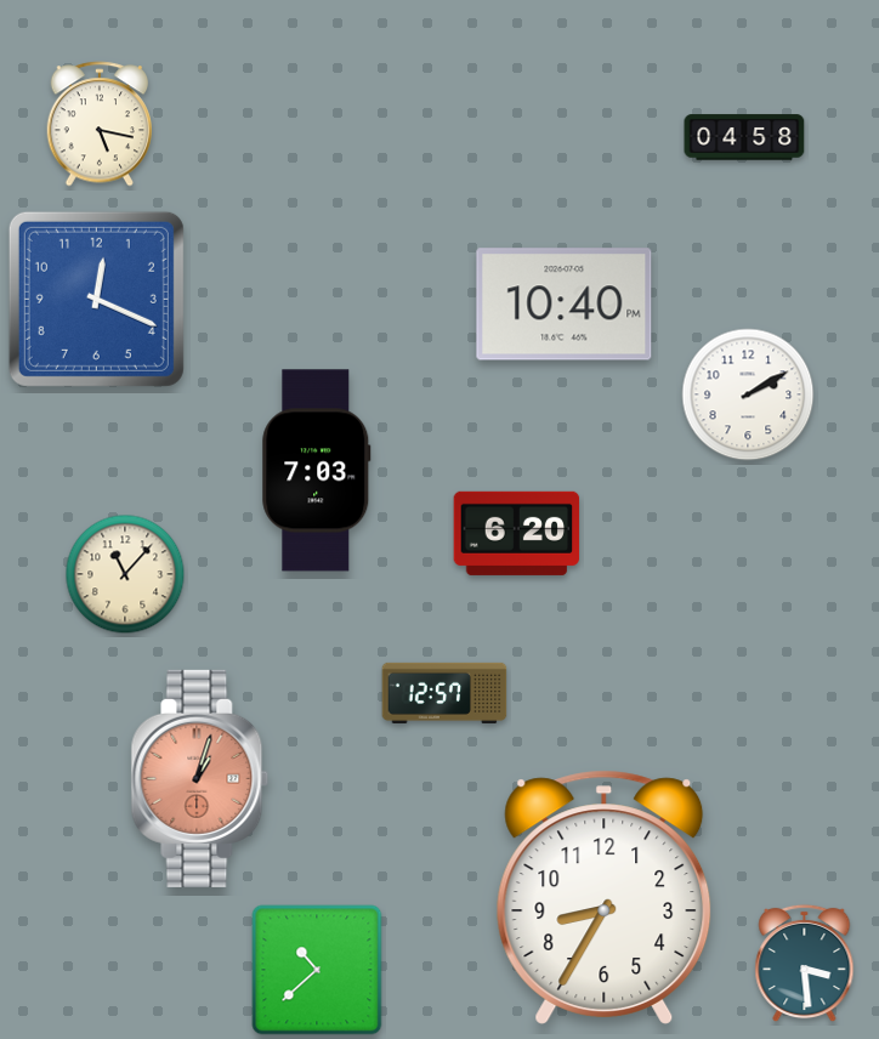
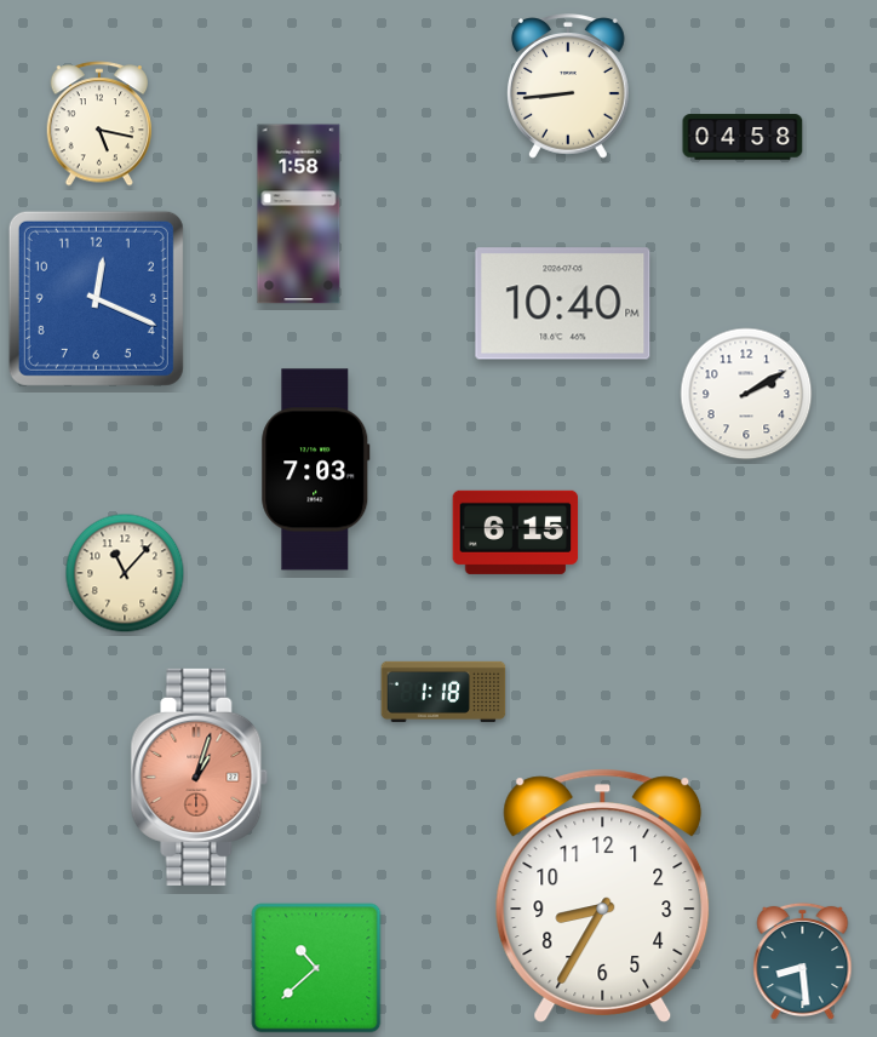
clock at (568, 86): none -> 8:44
clock at (299, 214): none -> 1:58
clock at (517, 533): 6:20 -> 6:15
clock at (444, 693): 12:57 -> 1:18
clock at (805, 964): 3:29 -> 8:29
